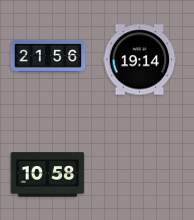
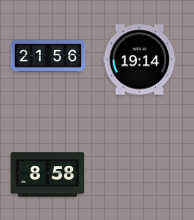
clock at (48, 175): 10:58 -> 8:58
